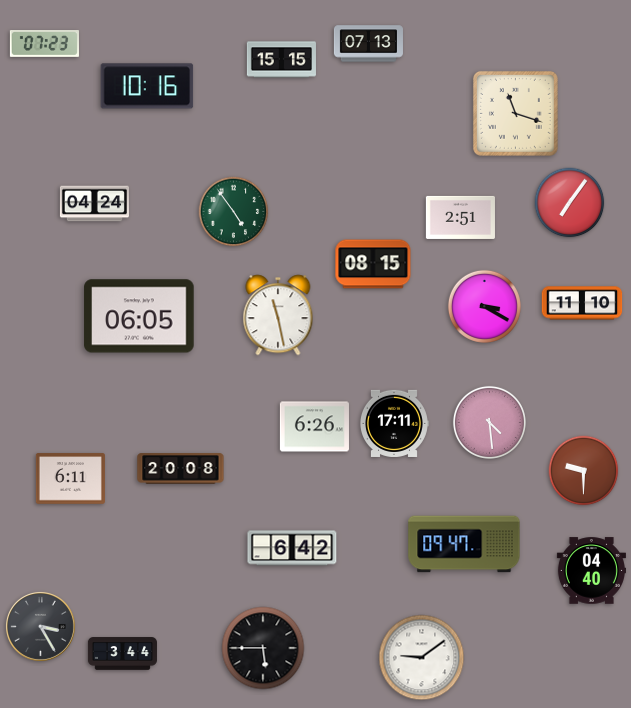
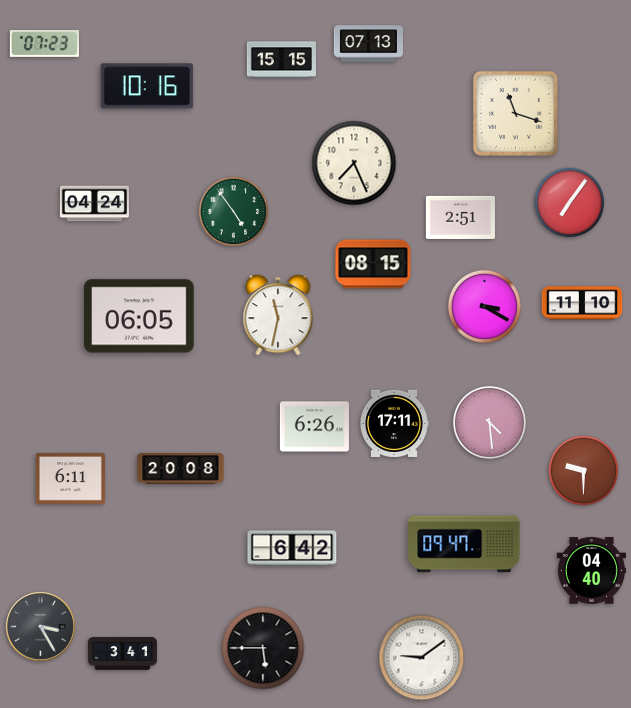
clock at (354, 163): none -> 7:26
clock at (278, 315): 11:28 -> 11:32
clock at (122, 654): 3:44 -> 3:41
